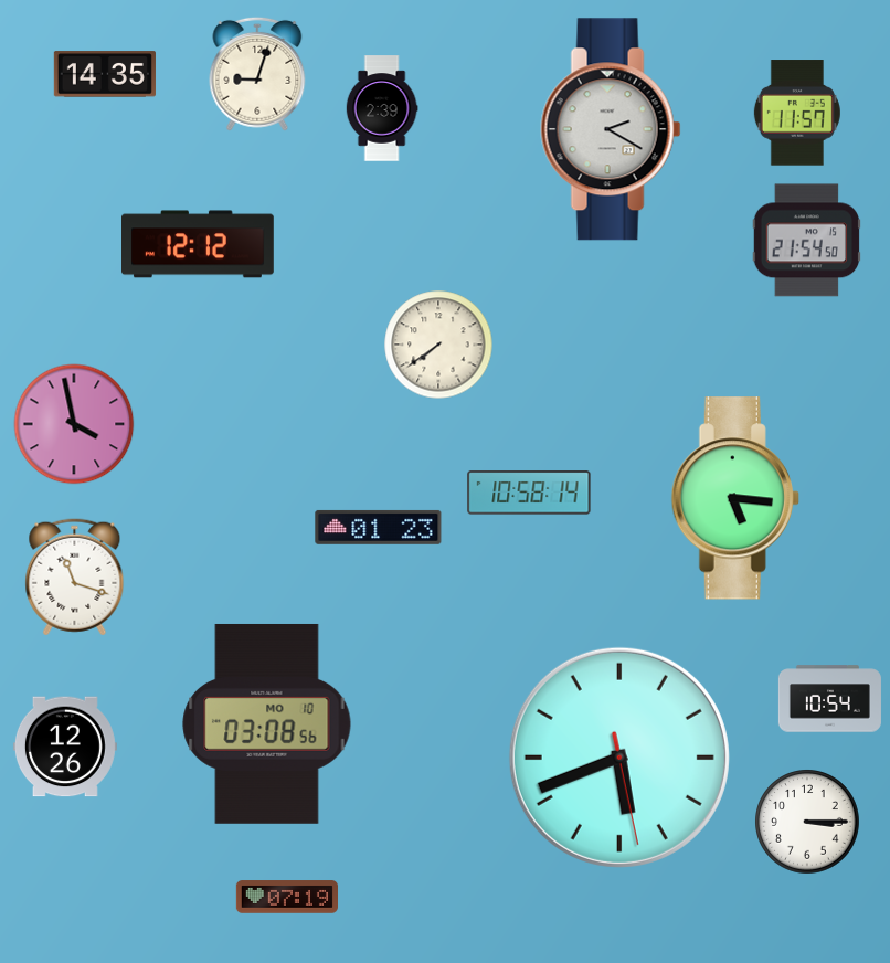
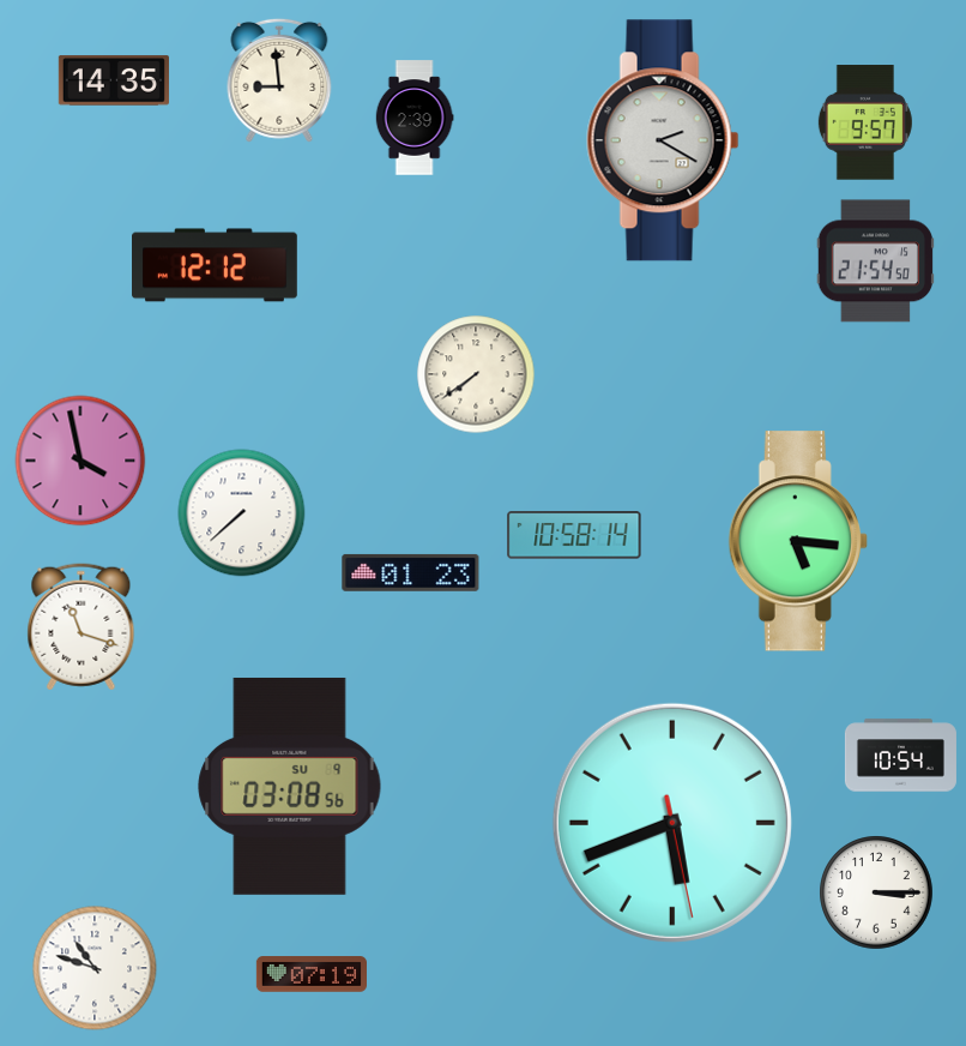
clock at (257, 74): 9:03 -> 8:59
clock at (797, 113): 11:57 -> 9:57
clock at (242, 513): none -> 7:38
clock at (829, 699) position: (829, 699) -> (900, 756)
clock at (267, 723) date: MO 10 -> SU 9
clock at (65, 747): 12:26 -> none
clock at (95, 968): none -> 10:48
